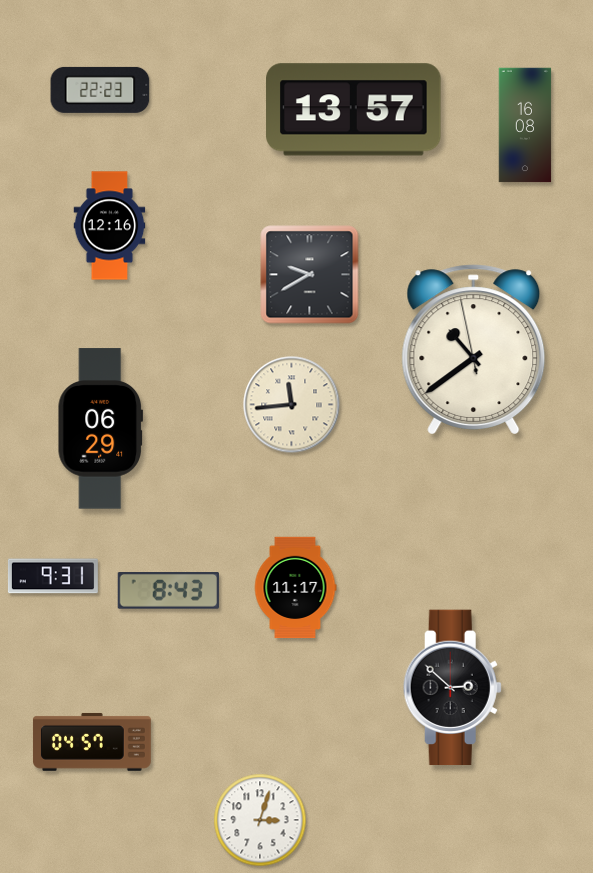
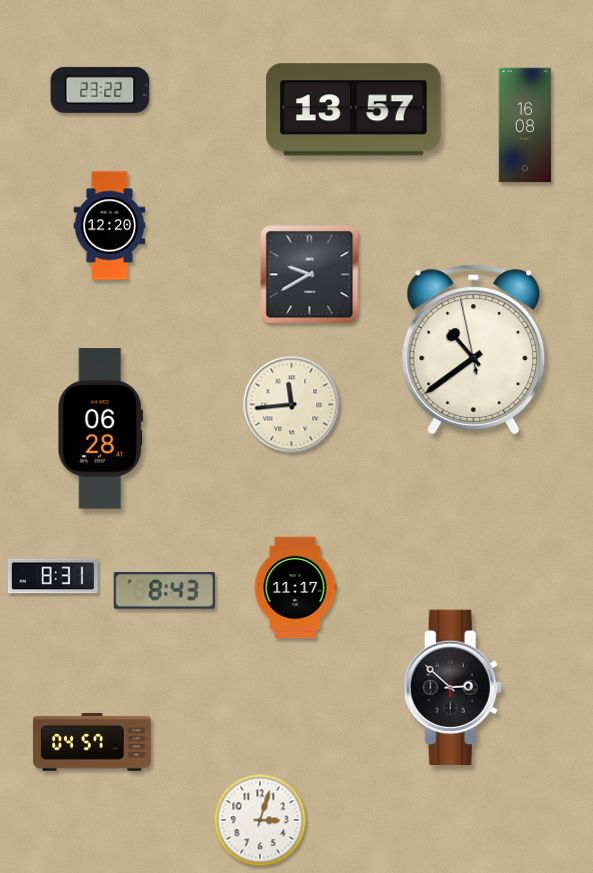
clock at (100, 90): 22:23 -> 23:22
clock at (110, 226): 12:16 -> 12:20
clock at (100, 429): 06:29 -> 06:28
clock at (53, 576): 9:31 -> 8:31
clock at (168, 591) position: (168, 591) -> (164, 591)
